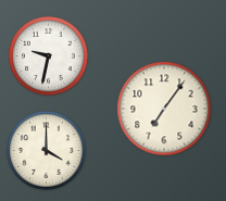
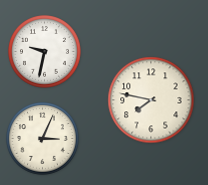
clock at (164, 109): 7:06 -> 7:47
clock at (47, 151): 4:00 -> 3:04
